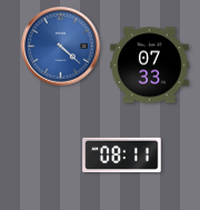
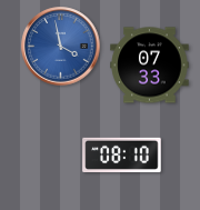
clock at (61, 47): 4:22 -> 3:58
clock at (122, 154): 08:11 -> 08:10
